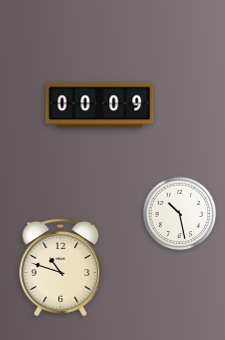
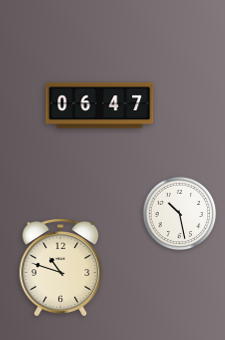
clock at (100, 106): 00:09 -> 06:47
